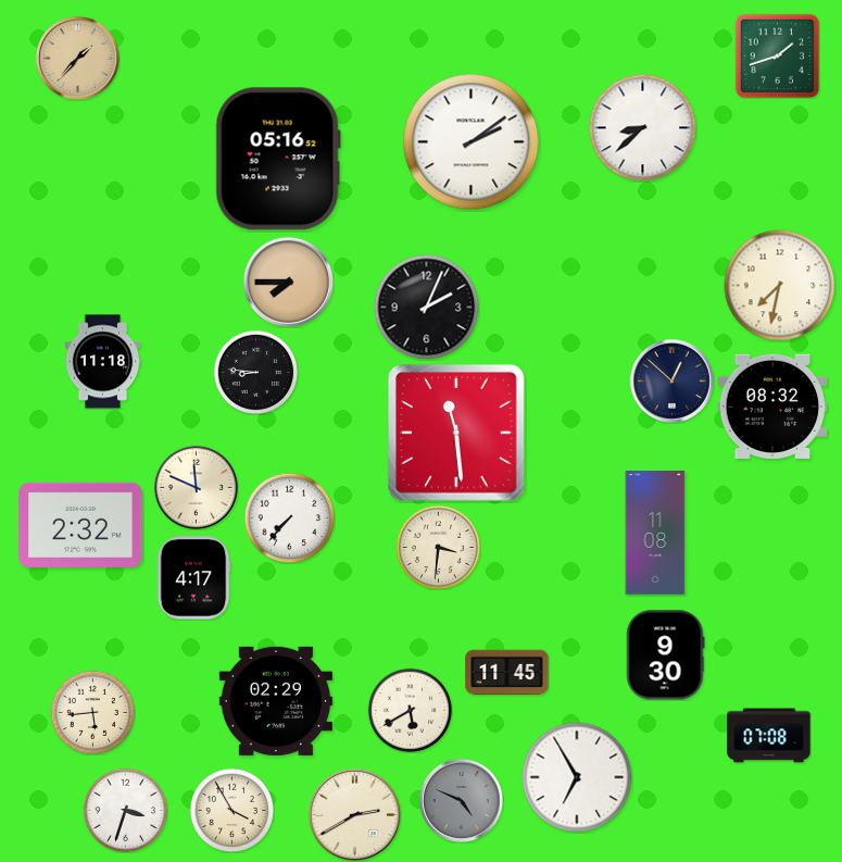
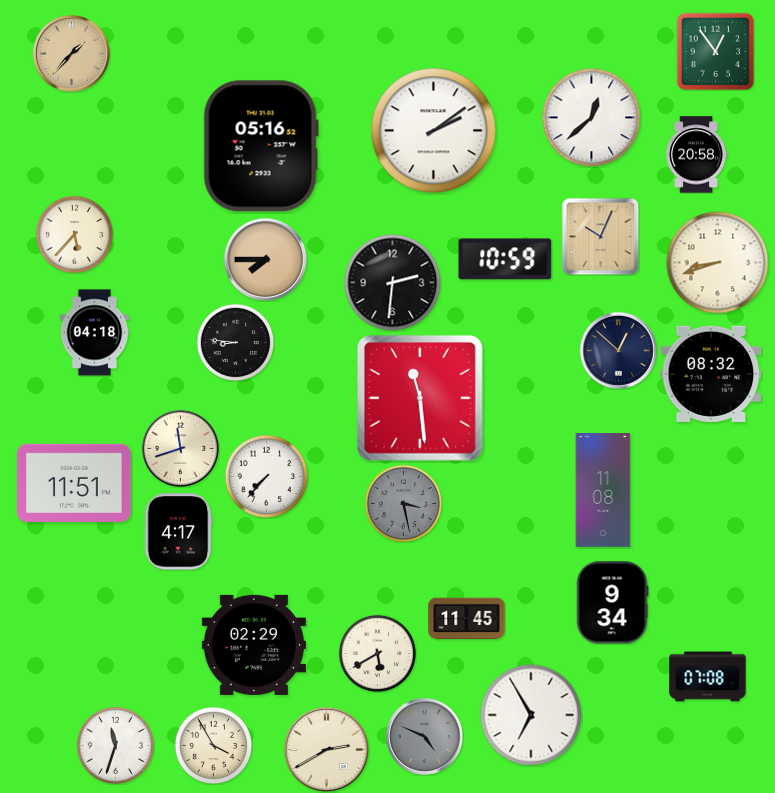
clock at (777, 55): 1:42 -> 12:54
clock at (643, 128): 8:38 -> 12:38
clock at (278, 159) position: (278, 159) -> (261, 146)
clock at (696, 155): none -> 20:58
clock at (74, 234): none -> 5:37
clock at (600, 236): none -> 10:04
clock at (505, 259): none -> 10:59
clock at (780, 286): 7:32 -> 8:42
clock at (426, 307): 2:04 -> 2:31
clock at (103, 362): 11:18 -> 04:18
clock at (196, 487): 11:49 -> 11:42
clock at (81, 525): 2:32 -> 11:51
clock at (438, 547): 3:31 -> 3:28
clock at (438, 547) dial: cream -> grey
clock at (666, 655): 9:30 -> 9:34
clock at (92, 712): 5:44 -> none
clock at (125, 810): 3:33 -> 11:33
